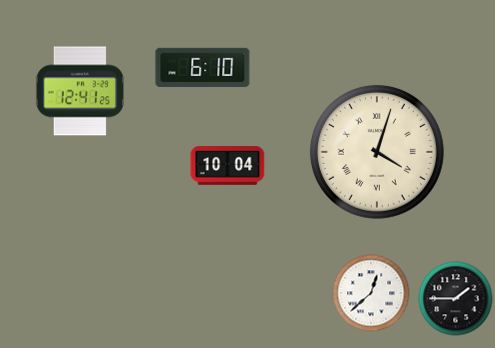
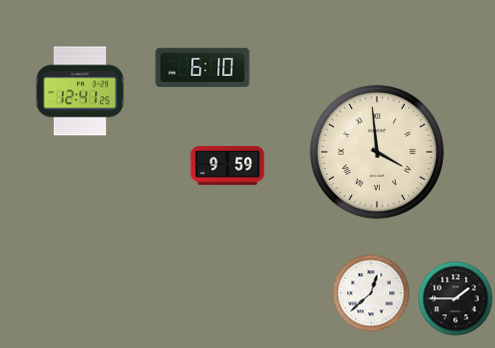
clock at (377, 152): 4:03 -> 3:59
clock at (228, 166): 10:04 -> 9:59
